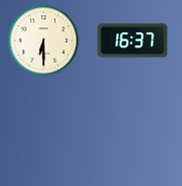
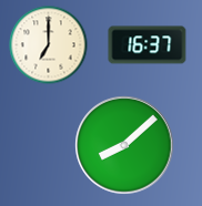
clock at (44, 41): 6:30 -> 7:00
clock at (124, 145): none -> 8:08
